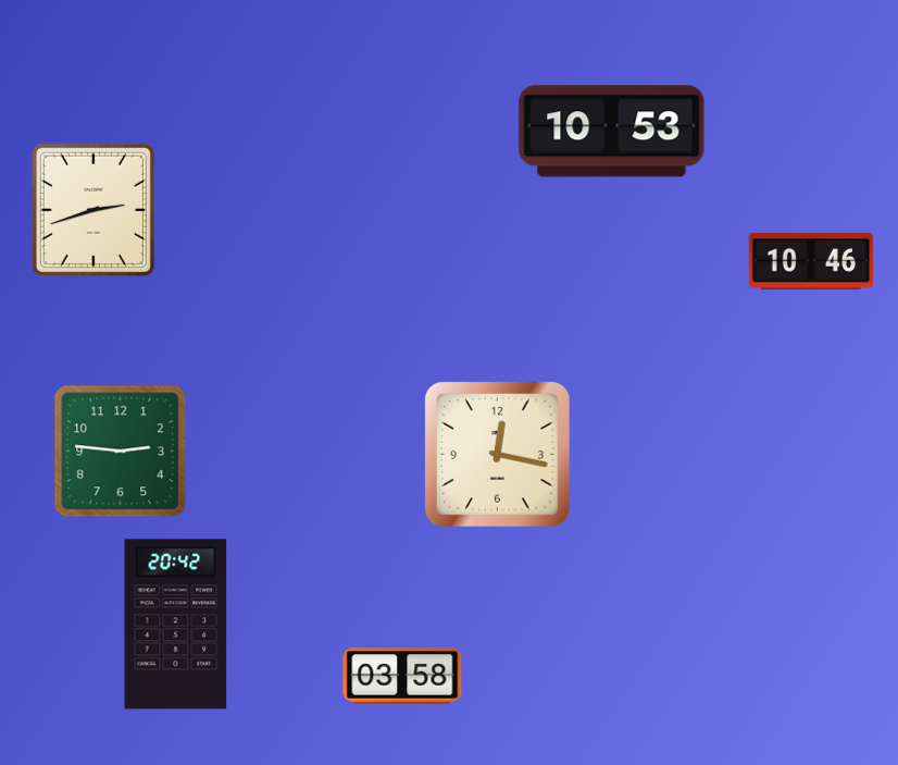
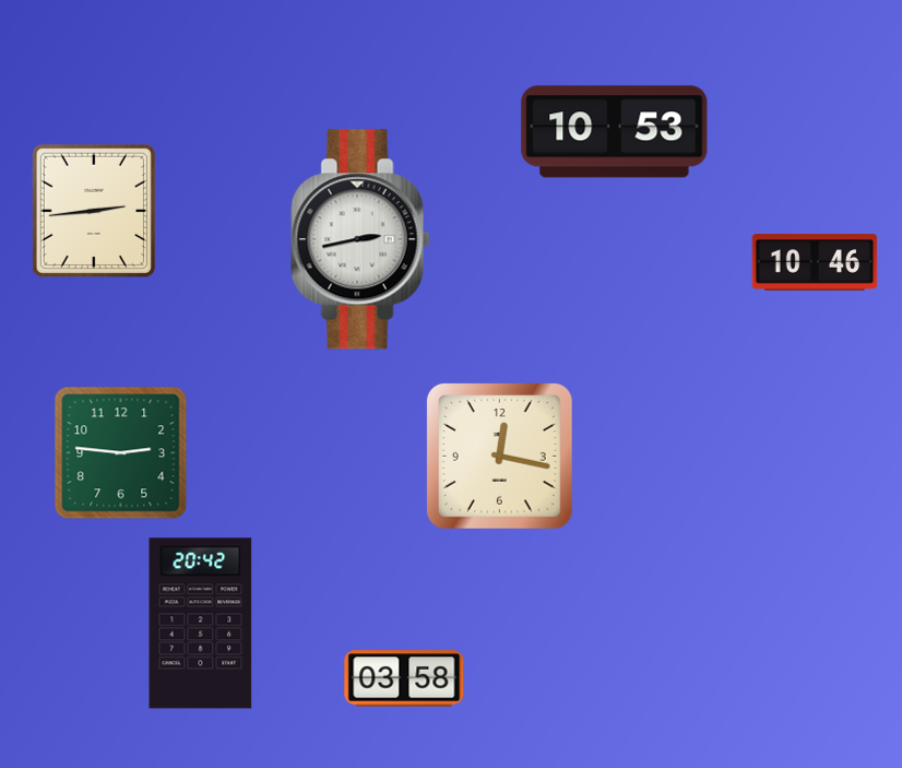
clock at (93, 210): 2:42 -> 2:44
clock at (360, 239): none -> 2:43
clock at (176, 625) position: (176, 625) -> (201, 624)
